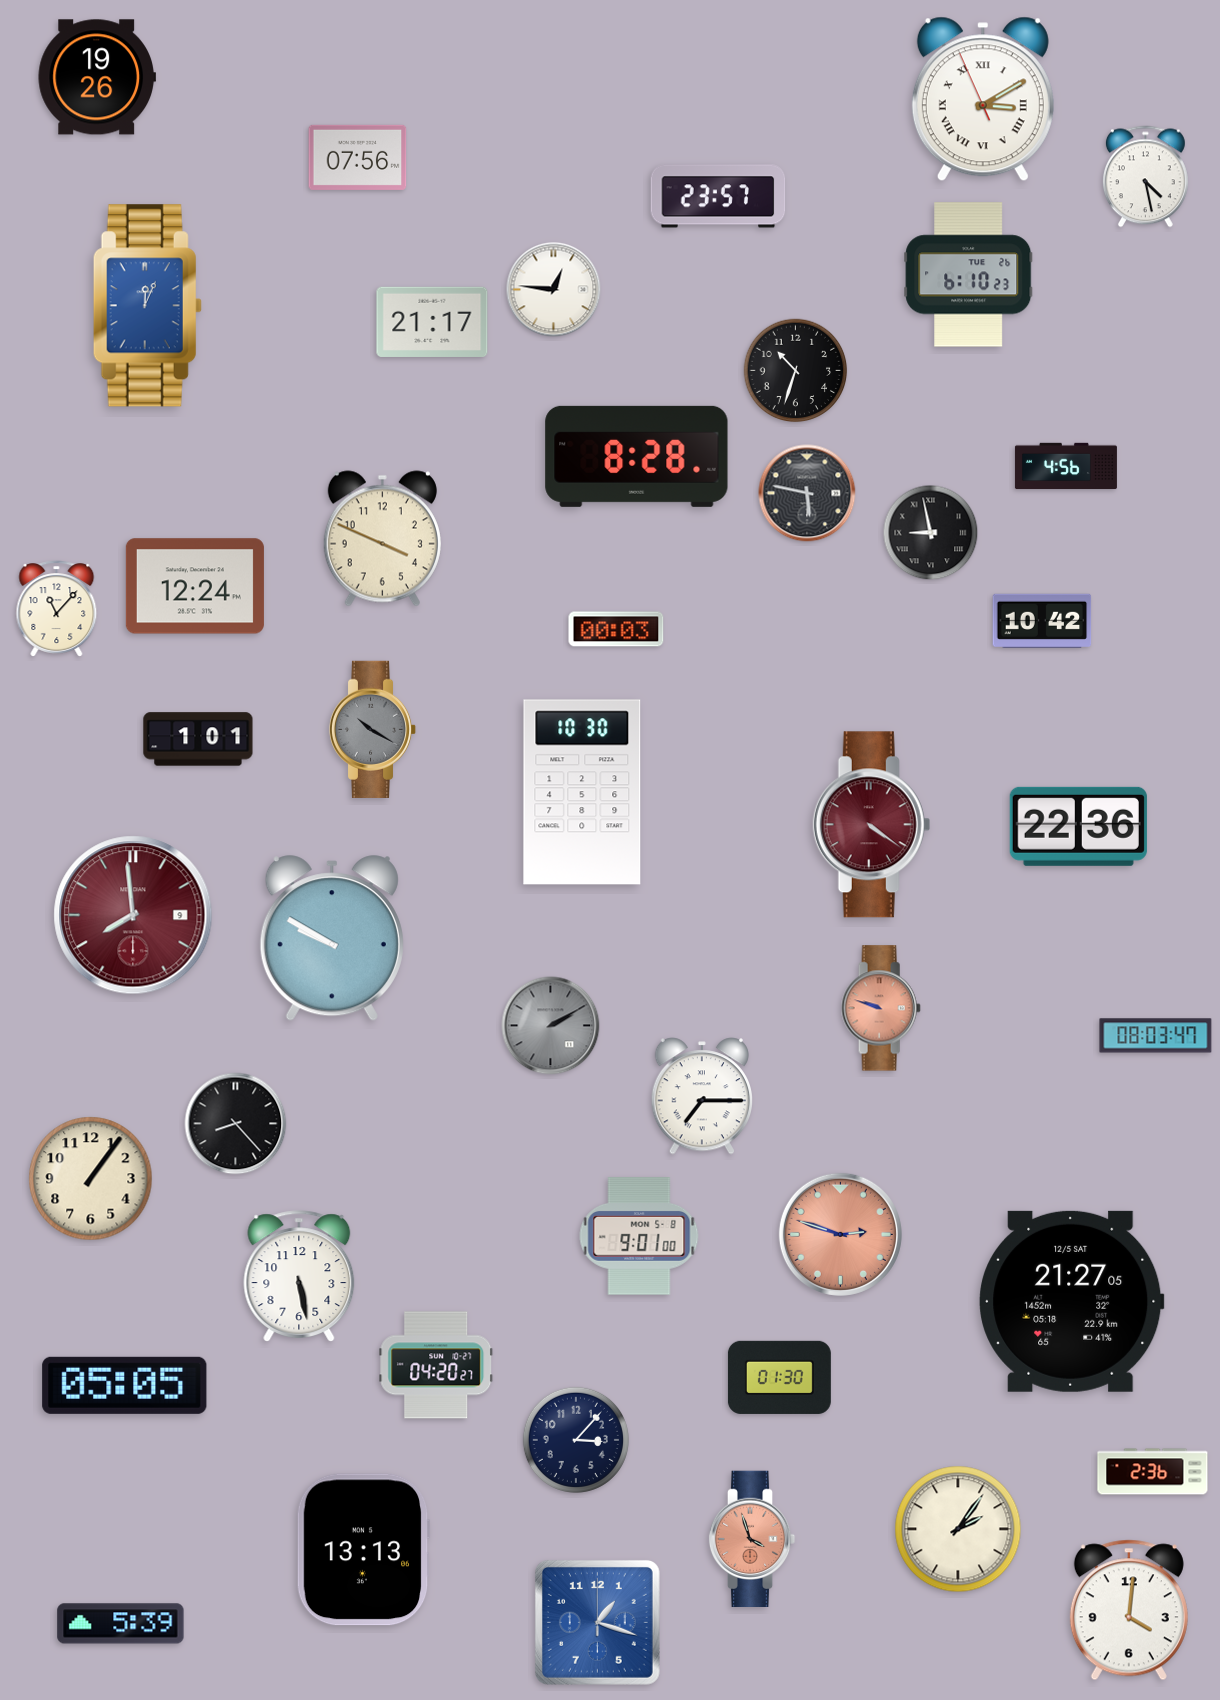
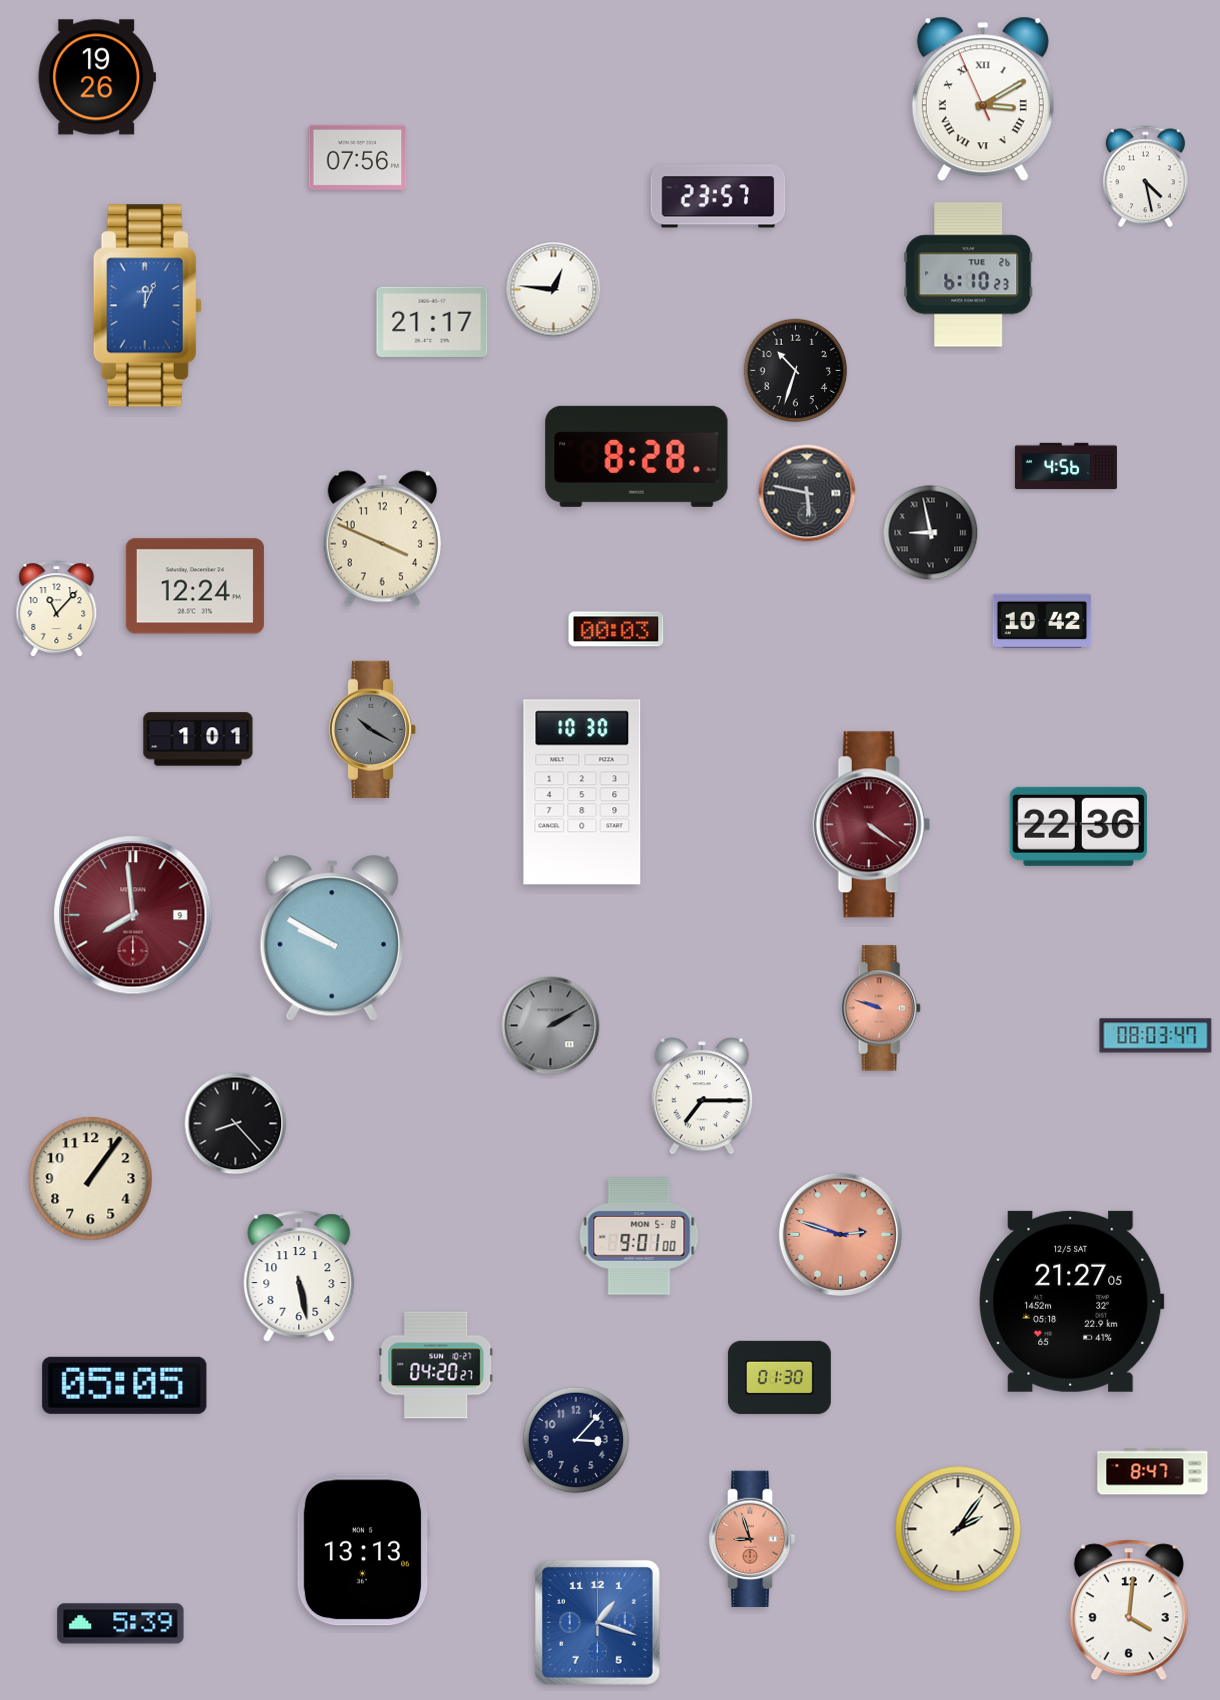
clock at (1153, 1472): 2:36 -> 8:47
clock at (752, 1538): 3:57 -> 8:57
